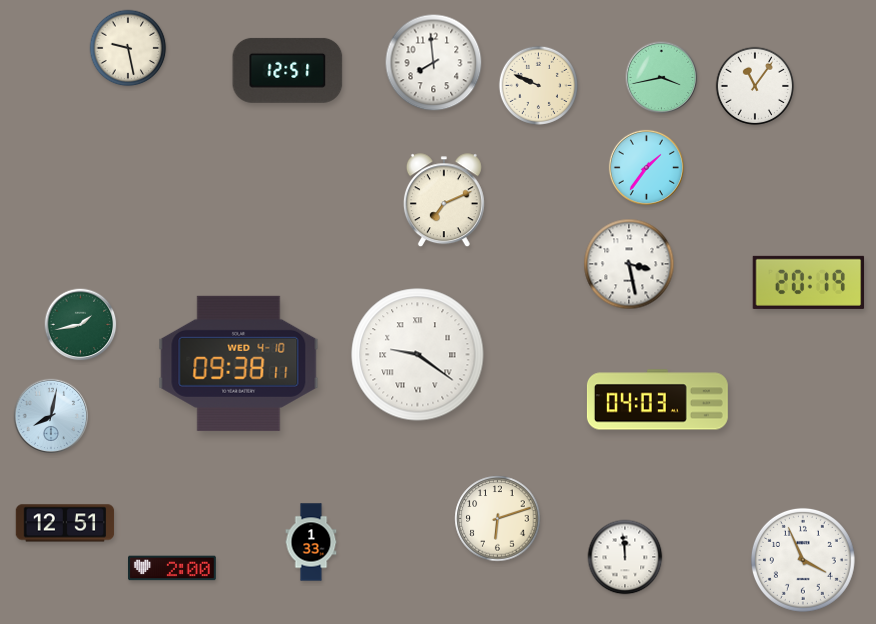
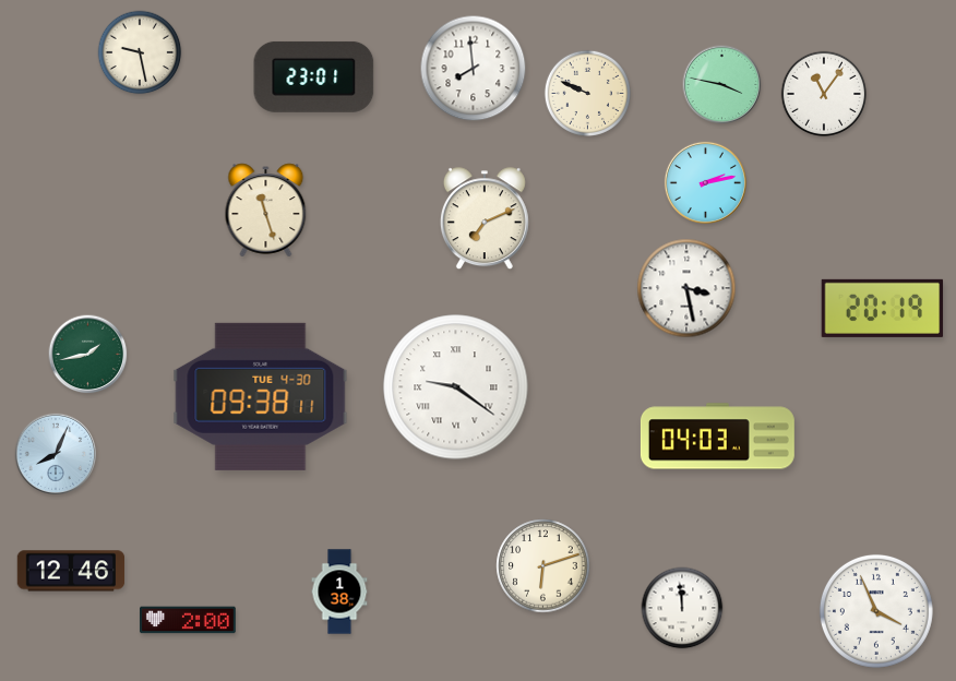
clock at (288, 70): 12:51 -> 23:01
clock at (662, 78): 3:43 -> 3:47
clock at (646, 167): 1:36 -> 2:13
clock at (266, 211): none -> 11:27
clock at (239, 363) date: WED 4-10 -> TUE 4-30
clock at (50, 415): 8:02 -> 8:04
clock at (65, 523): 12:51 -> 12:46
clock at (311, 542): 1:33 -> 1:38
